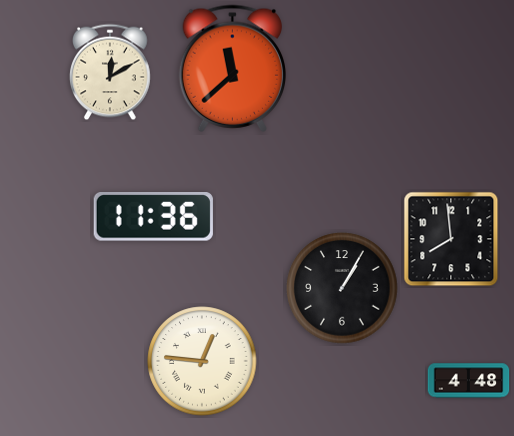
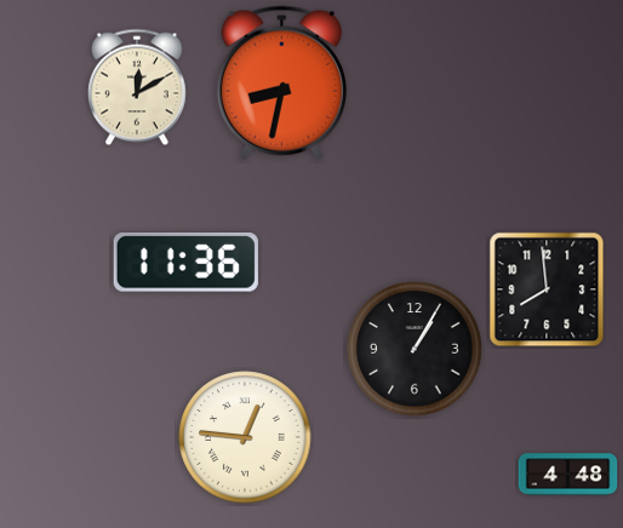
clock at (232, 68): 11:38 -> 8:32
clock at (110, 72) position: (110, 72) -> (137, 87)
clock at (469, 381) position: (469, 381) -> (568, 475)
